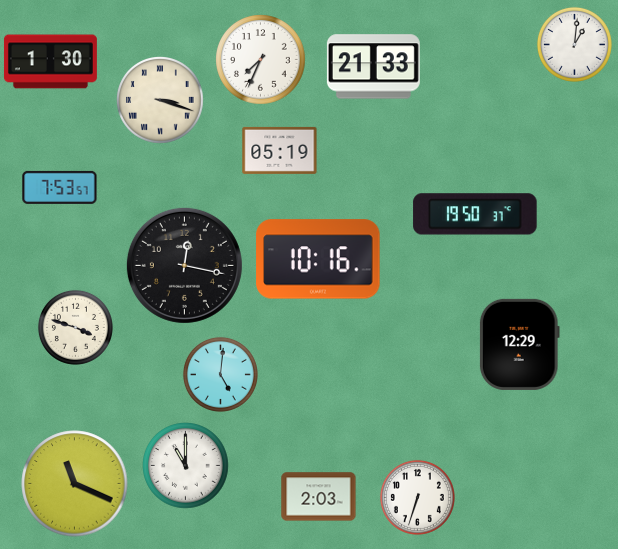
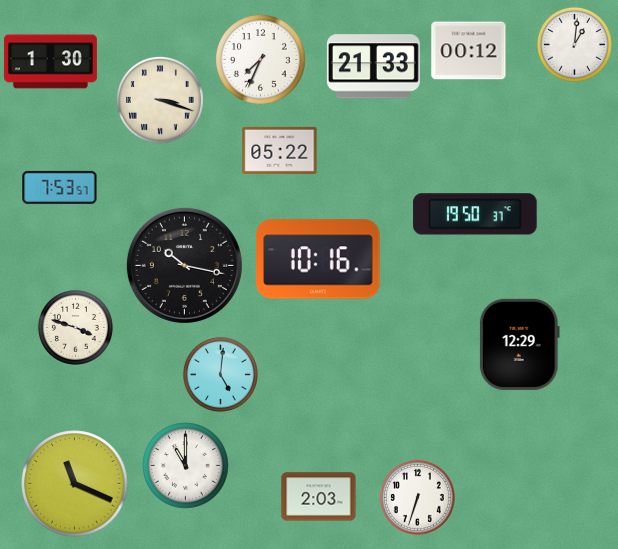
clock at (469, 51): none -> 00:12
clock at (280, 150): 05:19 -> 05:22
clock at (184, 265): 12:17 -> 10:17
